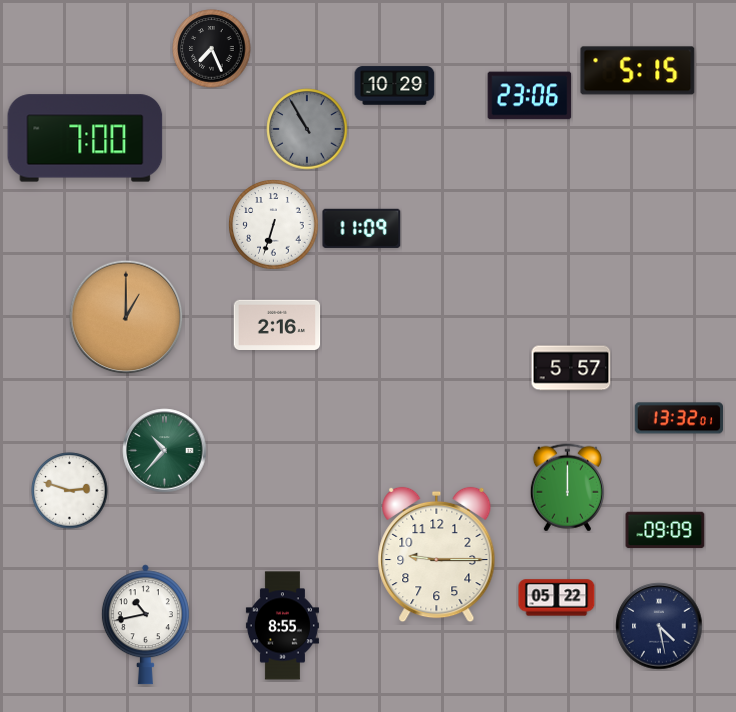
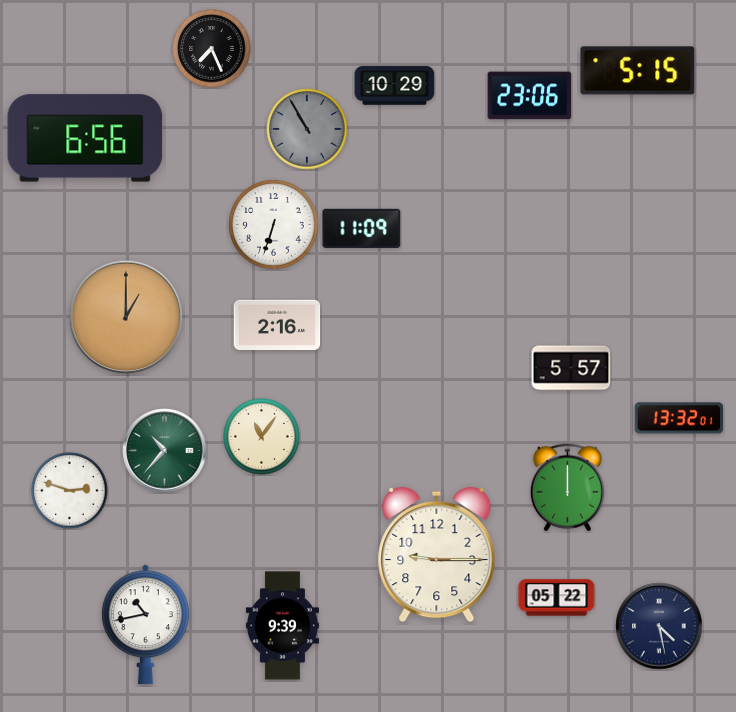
clock at (85, 138): 7:00 -> 6:56
clock at (262, 437): none -> 11:06
clock at (665, 530): 09:09 -> none
clock at (282, 626): 8:55 -> 9:39
